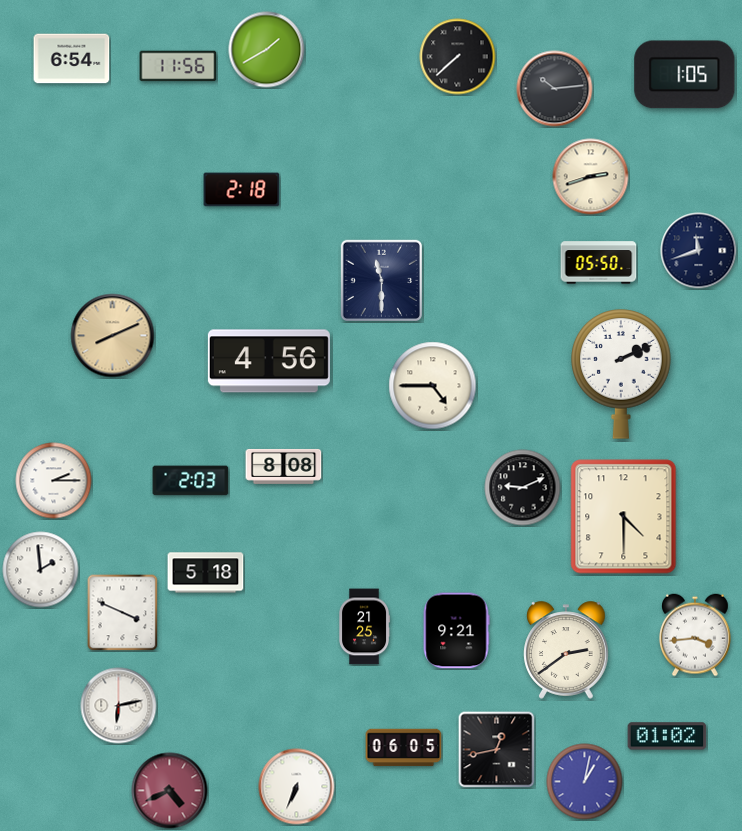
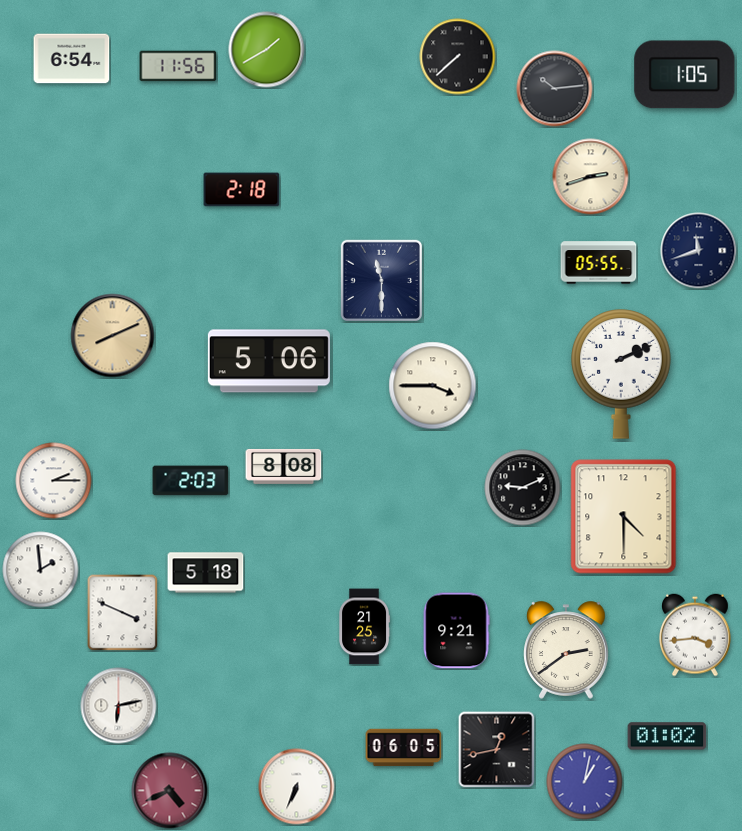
clock at (599, 263): 05:50 -> 05:55
clock at (269, 361): 4:56 -> 5:06
clock at (433, 386): 4:45 -> 3:45
